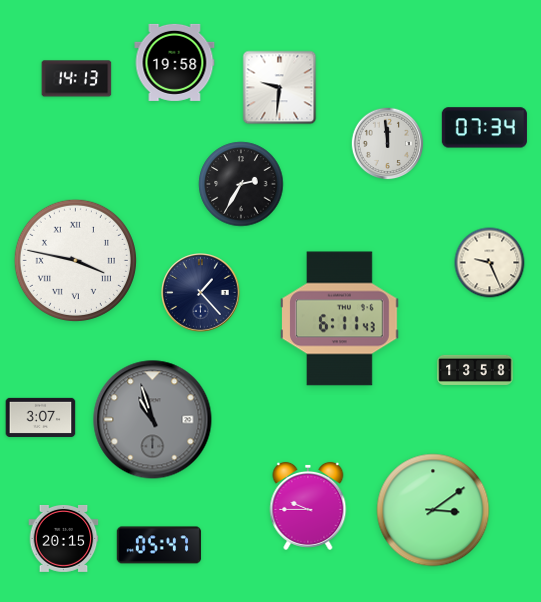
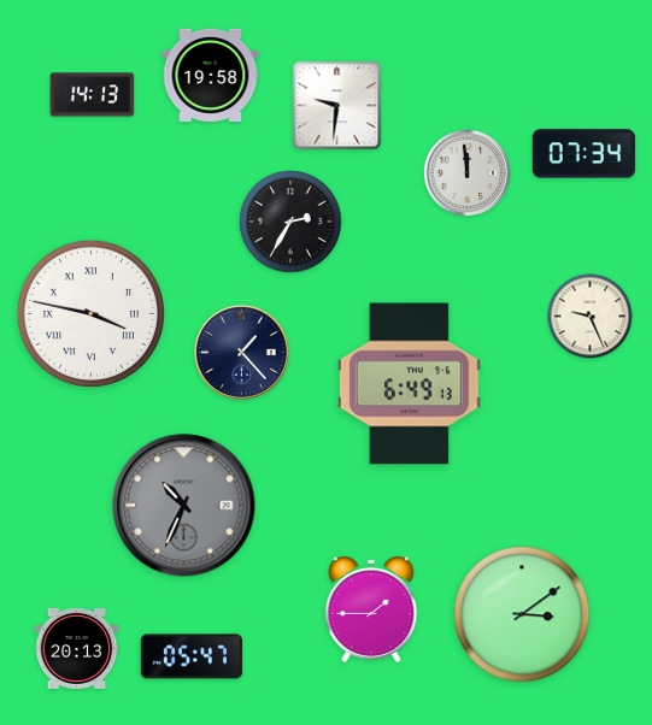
clock at (340, 319): 6:11 -> 6:49
clock at (475, 370): 13:58 -> none
clock at (41, 417): 3:07 -> none
clock at (153, 420): 10:57 -> 10:34
clock at (308, 506): 9:45 -> 1:45
clock at (64, 538): 20:15 -> 20:13
